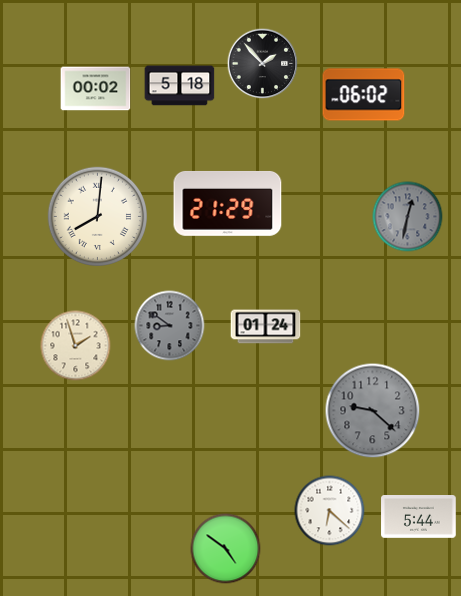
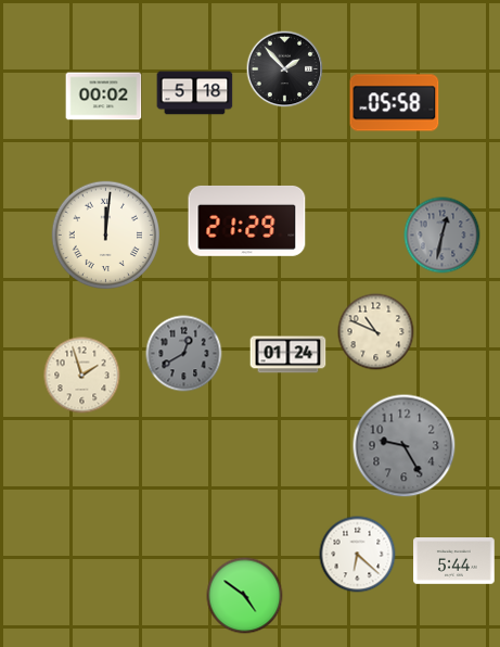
clock at (364, 95): 06:02 -> 05:58
clock at (97, 216): 8:01 -> 12:01
clock at (376, 332): none -> 10:49
clock at (170, 326): 8:51 -> 12:40
clock at (373, 411): 9:22 -> 9:25
